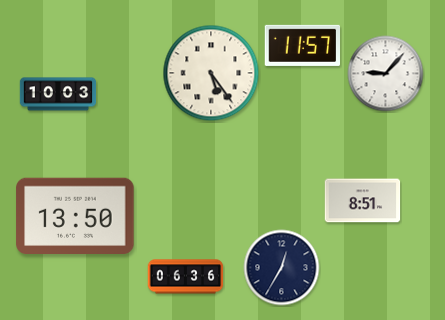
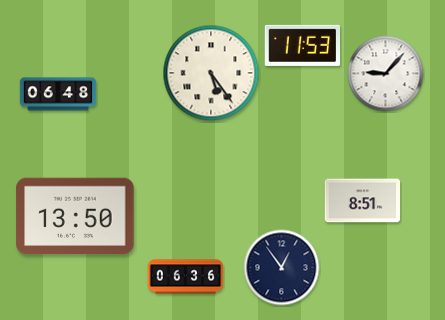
clock at (303, 45): 11:57 -> 11:53
clock at (58, 94): 10:03 -> 06:48
clock at (282, 268): 12:35 -> 12:54
